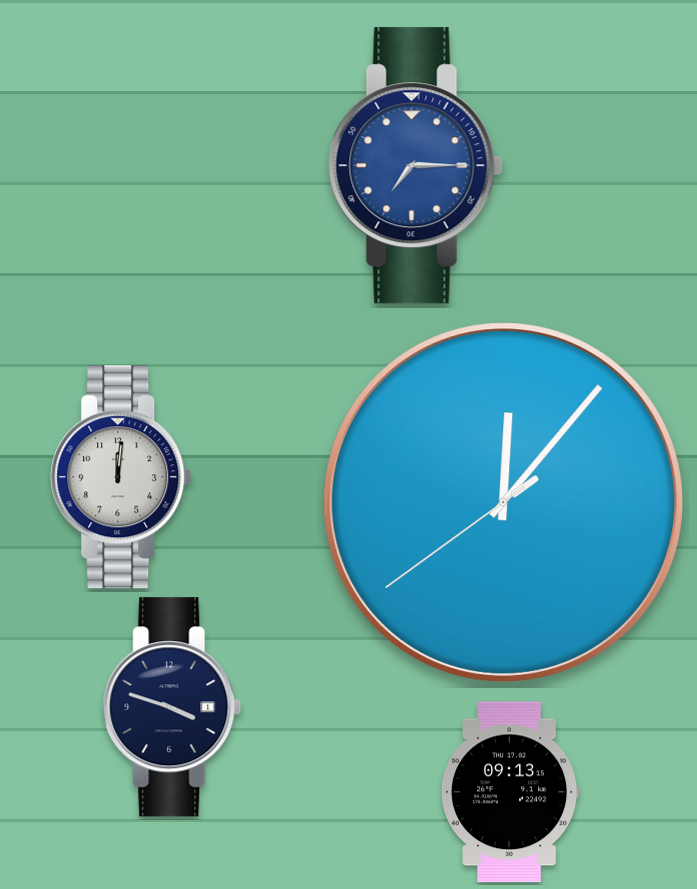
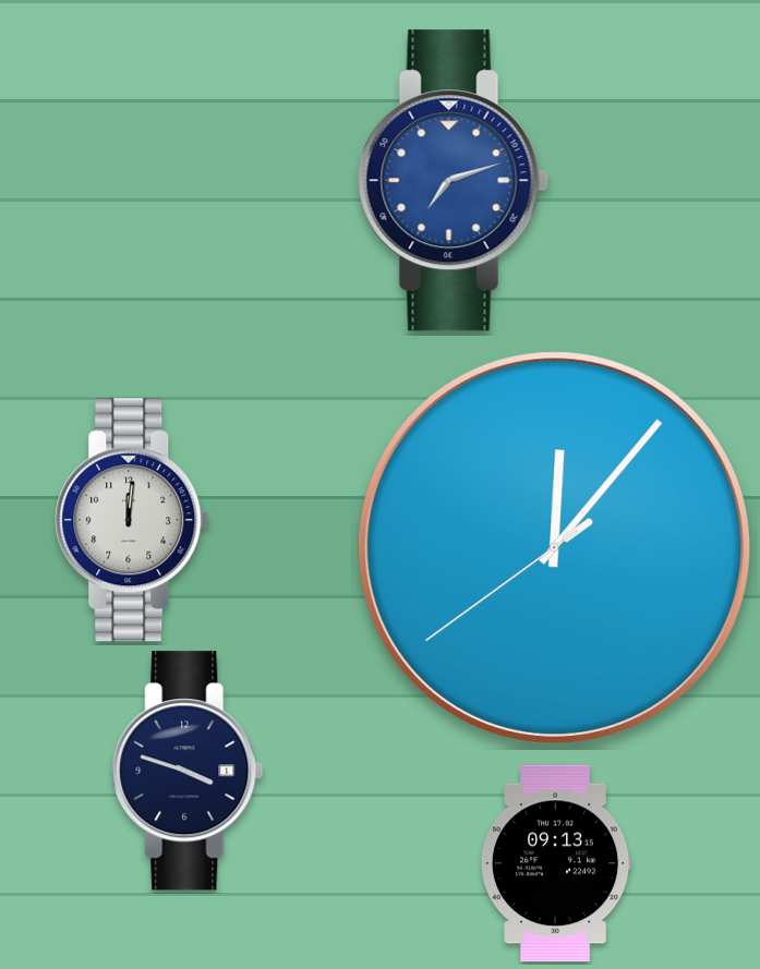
clock at (415, 166): 7:15 -> 7:12
clock at (503, 502) position: (503, 502) -> (554, 547)
